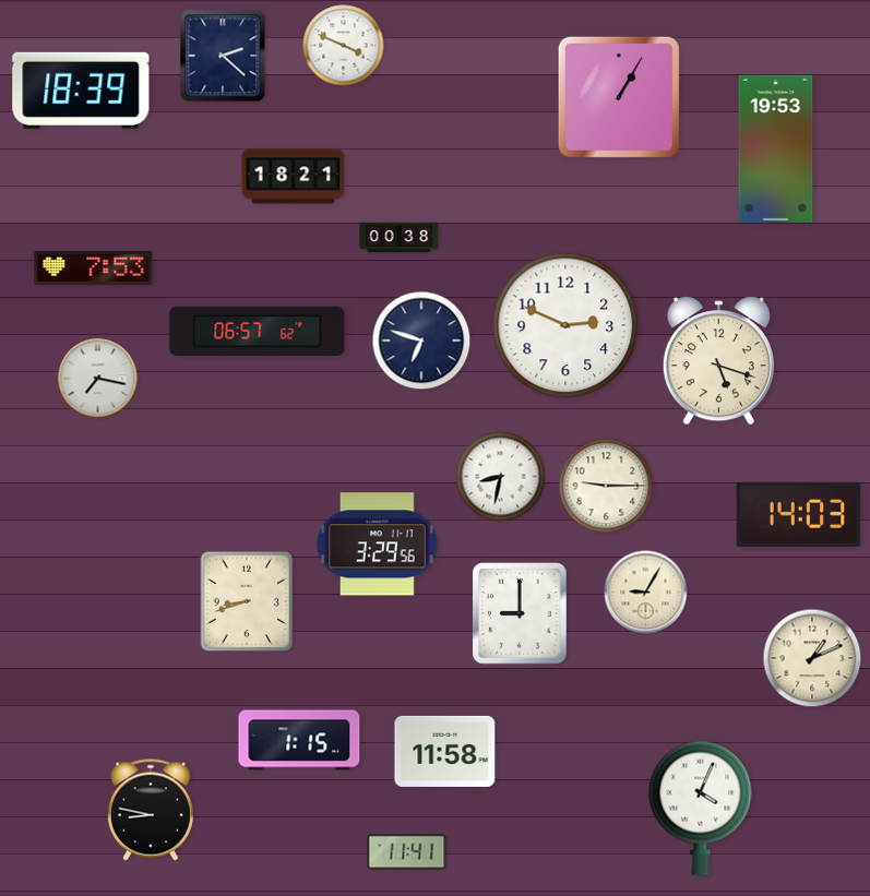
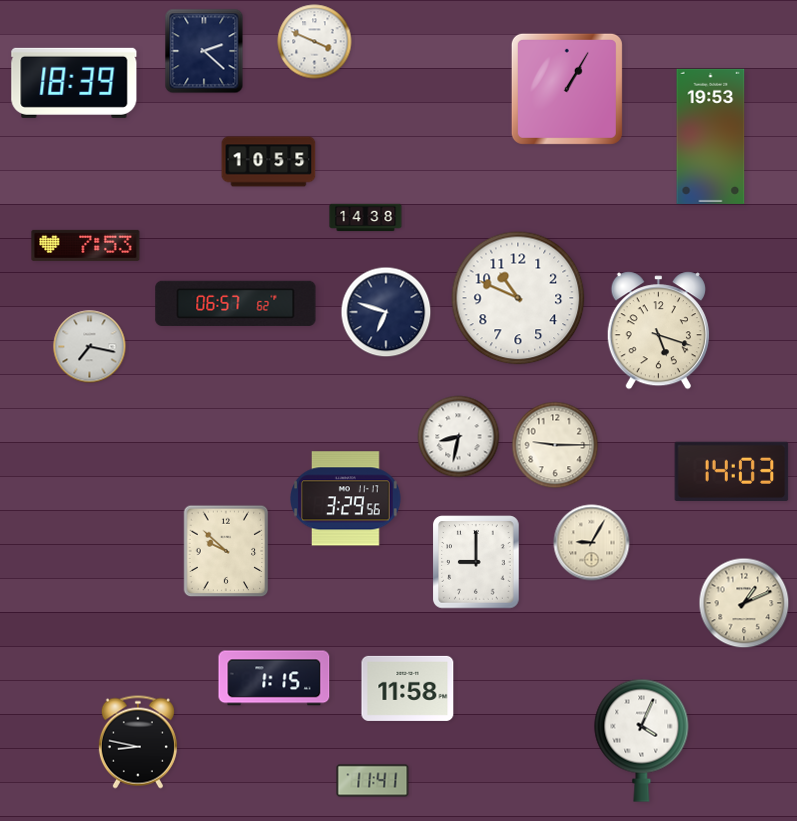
clock at (294, 177): 18:21 -> 10:55
clock at (400, 238): 00:38 -> 14:38
clock at (565, 325): 2:49 -> 10:49
clock at (247, 601): 8:42 -> 9:52
